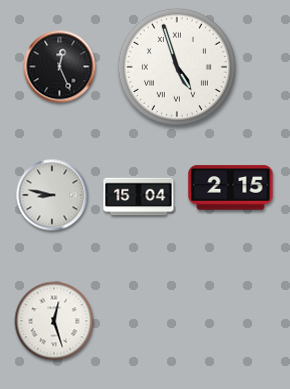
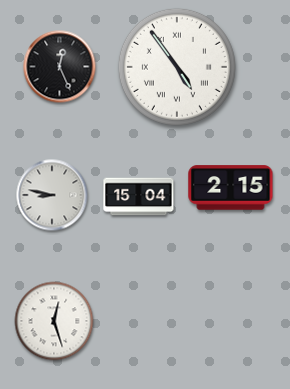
clock at (177, 67): 4:57 -> 4:54
